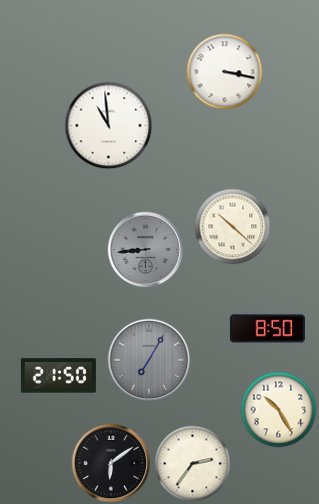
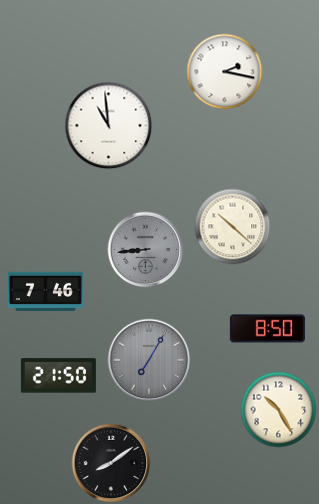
clock at (225, 72): 3:17 -> 2:17
clock at (45, 291): none -> 7:46
clock at (111, 463): 6:09 -> 8:09
clock at (193, 464): 2:36 -> none
